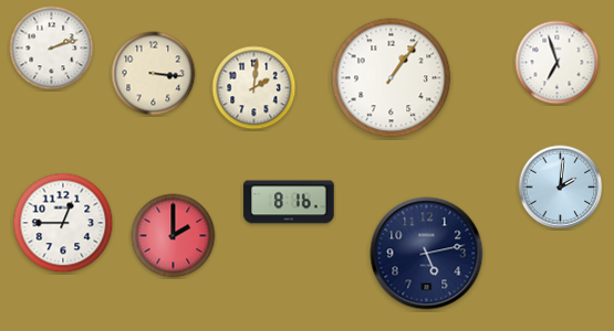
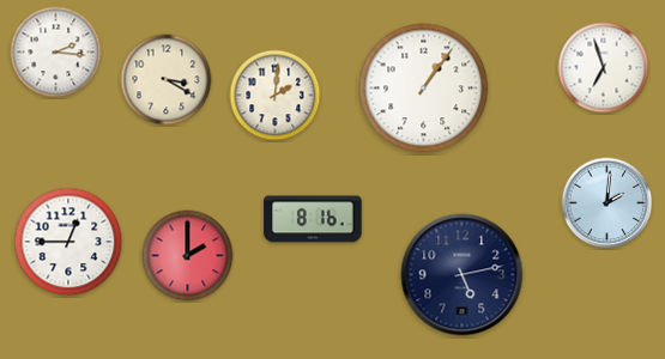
clock at (52, 49): 2:12 -> 2:16
clock at (154, 74): 3:16 -> 3:20
clock at (392, 78) position: (392, 78) -> (424, 89)
